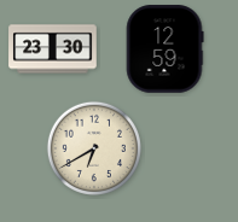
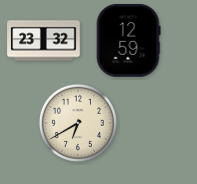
clock at (53, 49): 23:30 -> 23:32
clock at (164, 49) position: (164, 49) -> (128, 41)
